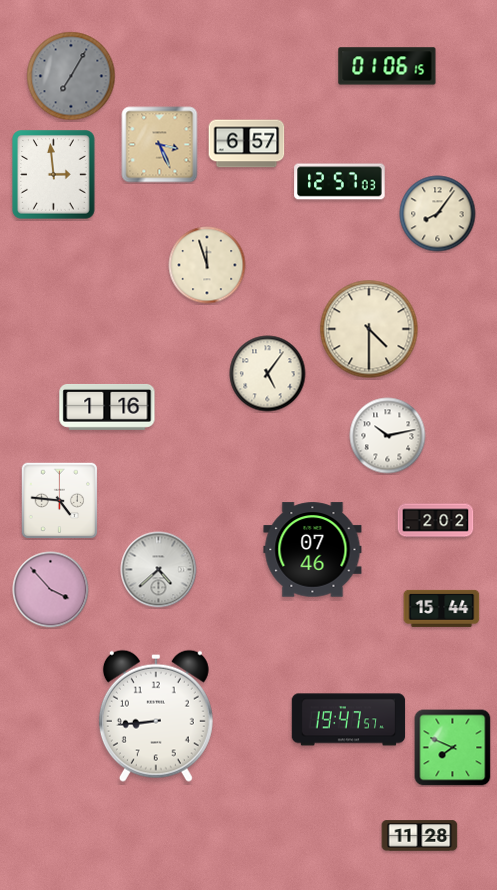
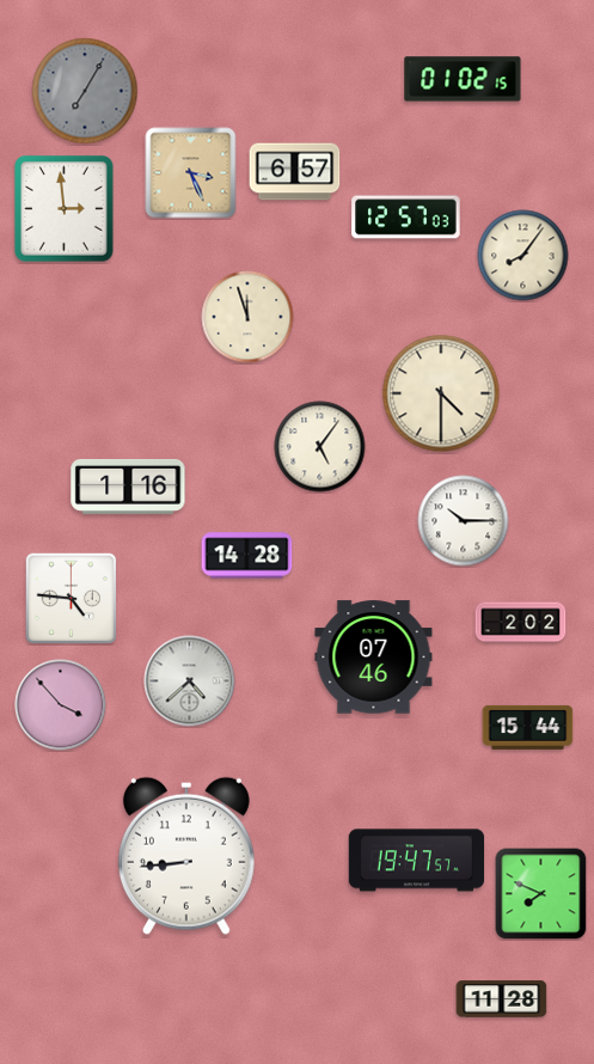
clock at (387, 66): 01:06 -> 01:02
clock at (388, 436): 10:13 -> 10:15
clock at (247, 556): none -> 14:28
